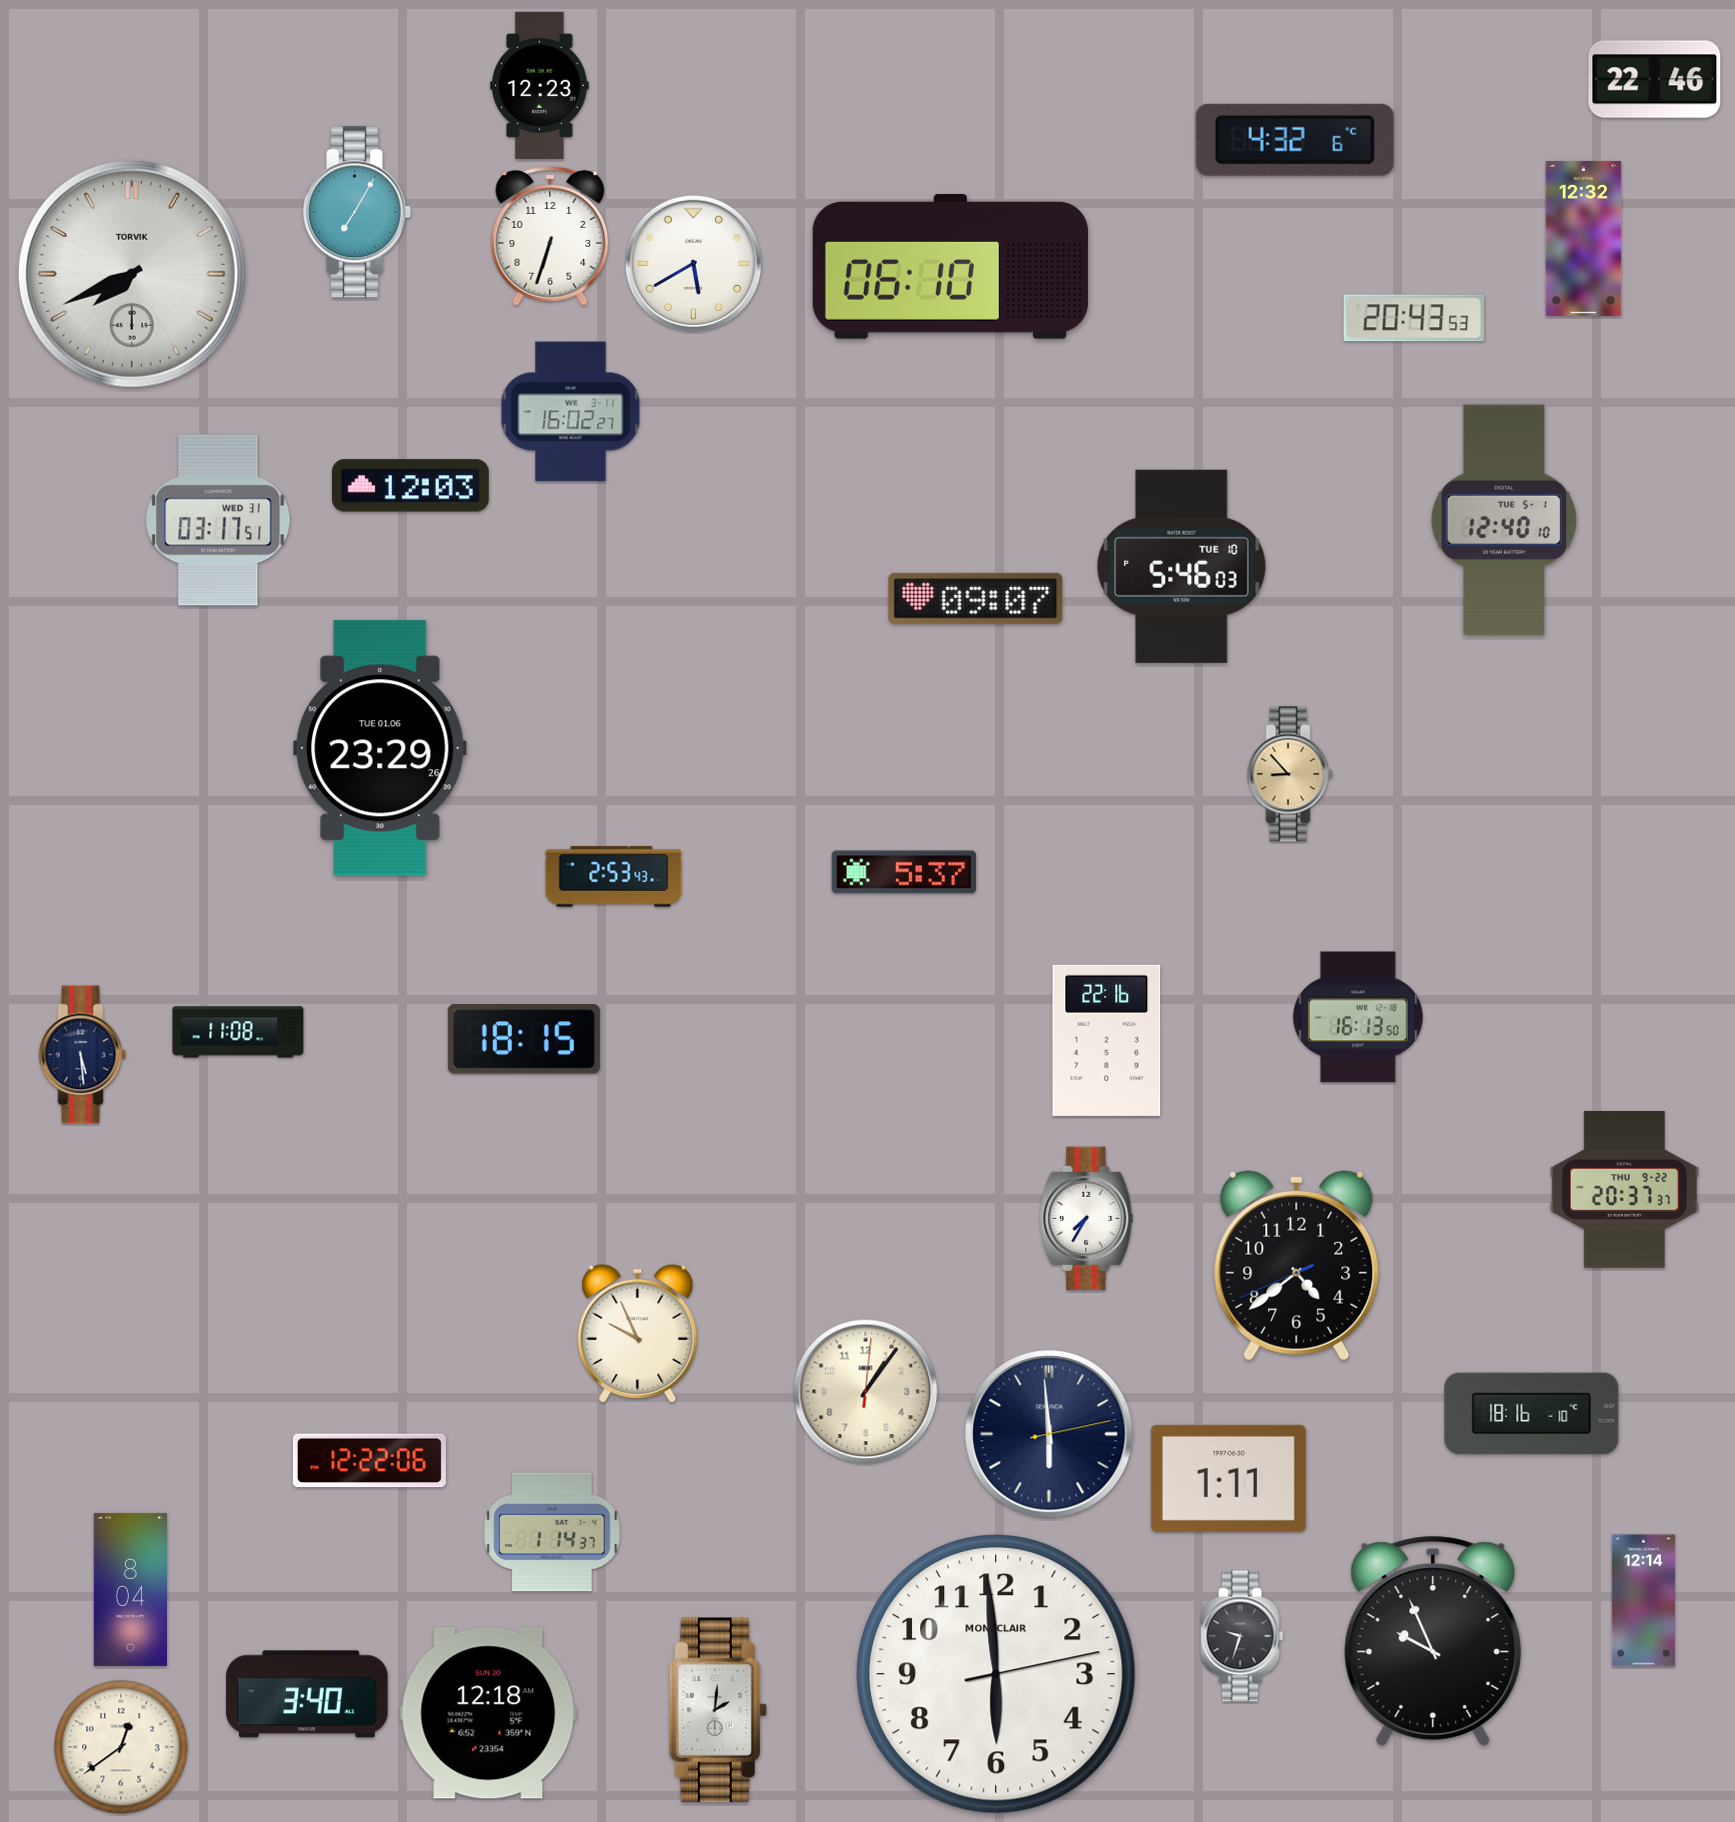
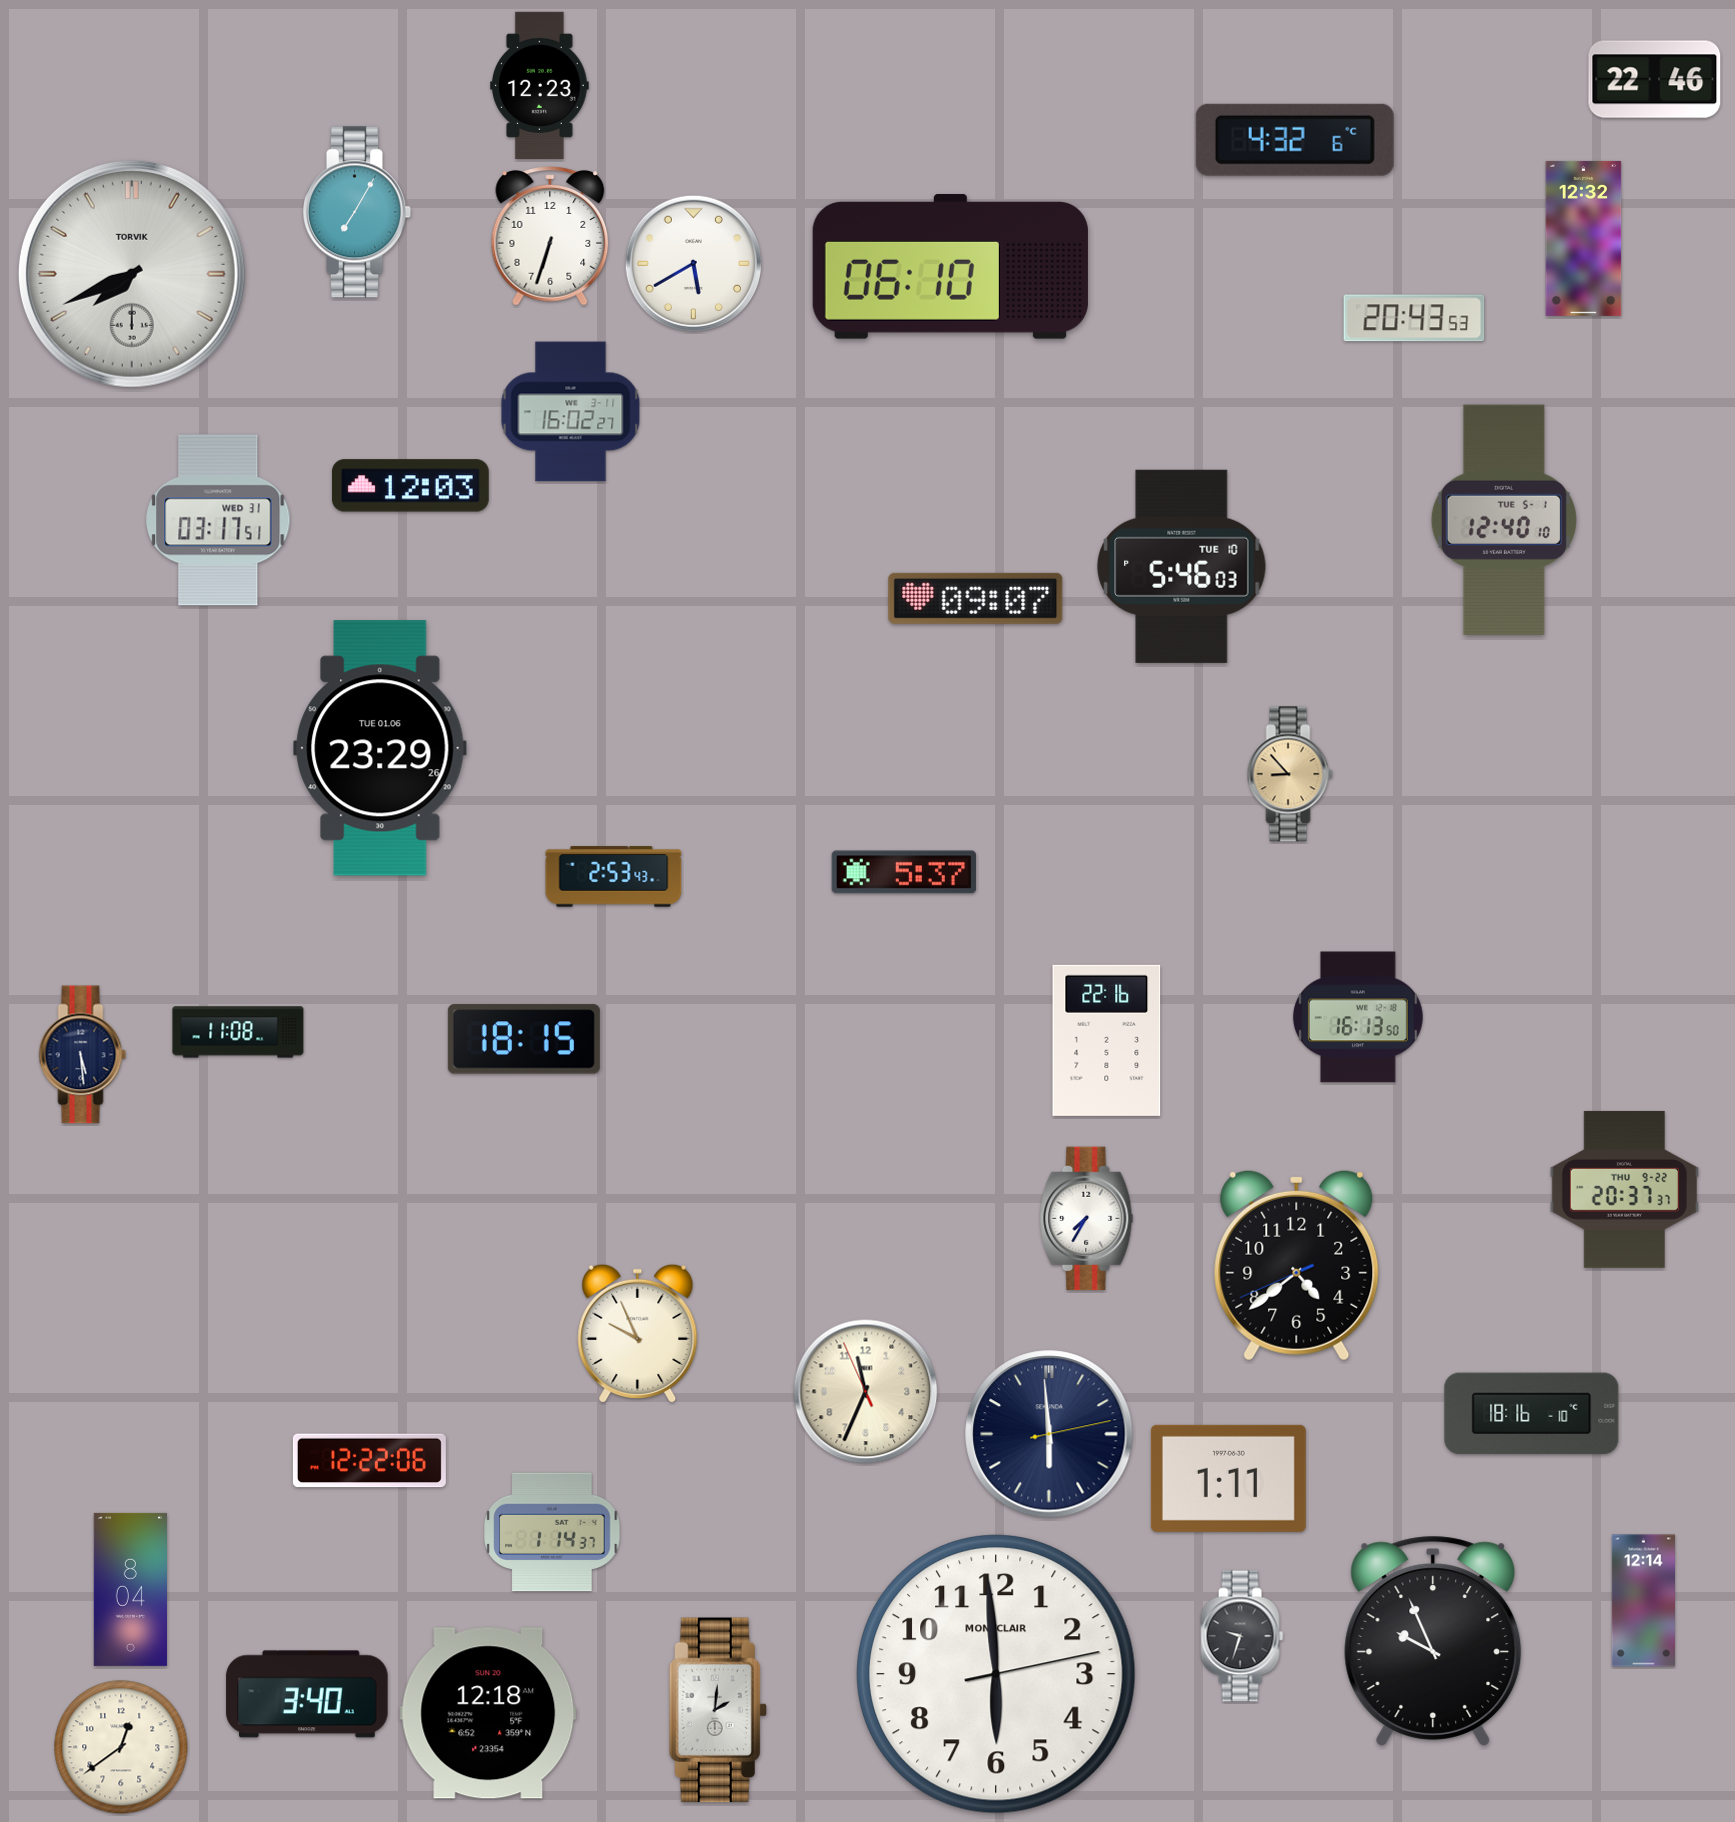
clock at (866, 1392): 1:06 -> 11:33
